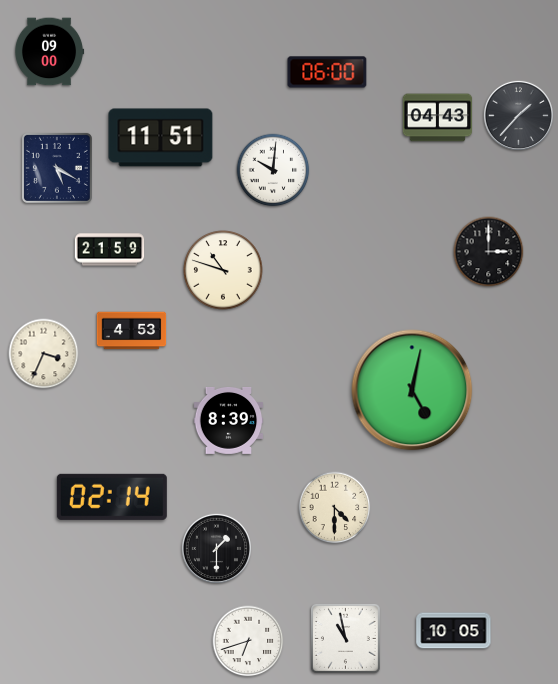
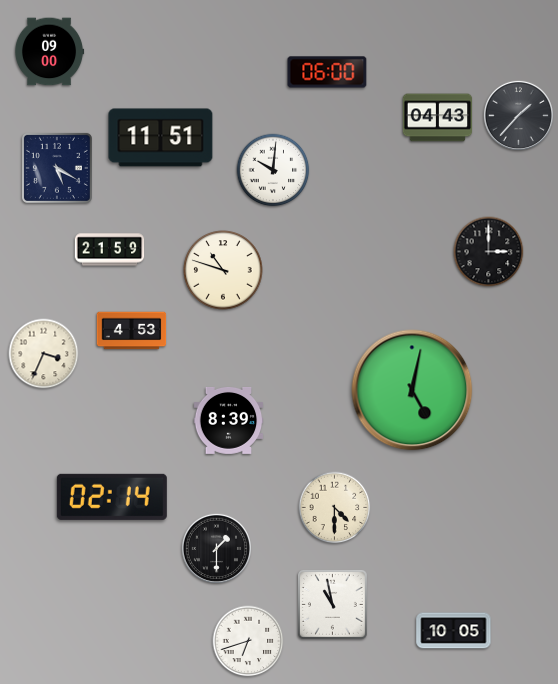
clock at (345, 638) position: (345, 638) -> (332, 604)
